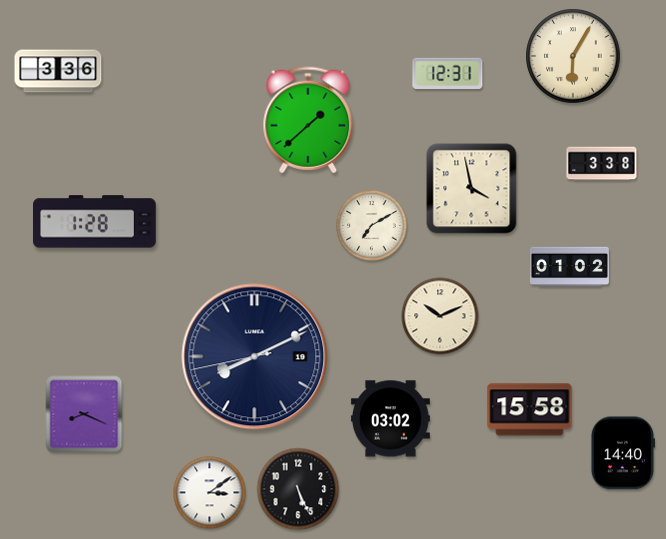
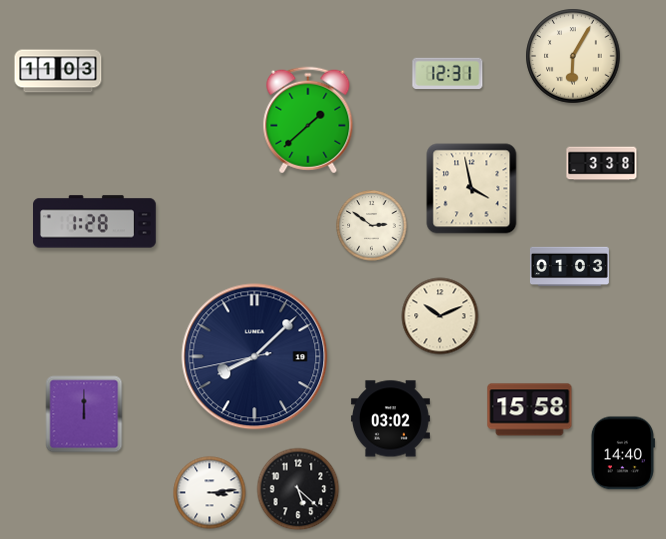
clock at (58, 71): 3:36 -> 11:03
clock at (372, 226): 7:10 -> 2:51
clock at (569, 267): 01:02 -> 01:03
clock at (255, 357): 8:10 -> 8:07
clock at (84, 414): 8:19 -> 12:00
clock at (298, 489): 5:26 -> 5:22
clock at (210, 493): 3:09 -> 3:14
